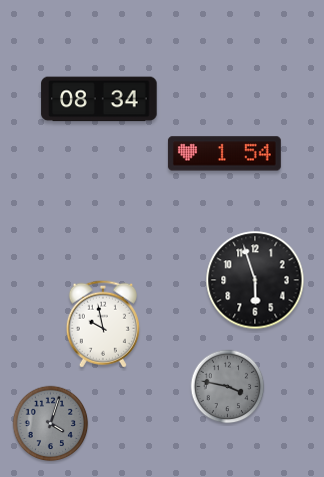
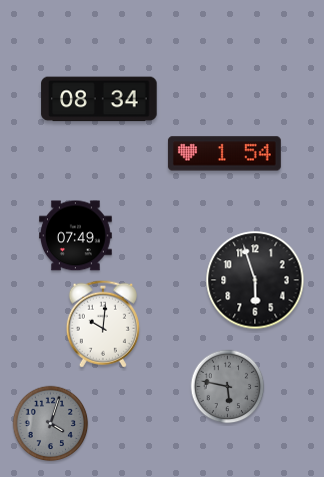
clock at (76, 236): none -> 07:49
clock at (103, 324): 9:58 -> 10:01
clock at (228, 387): 3:47 -> 5:47
